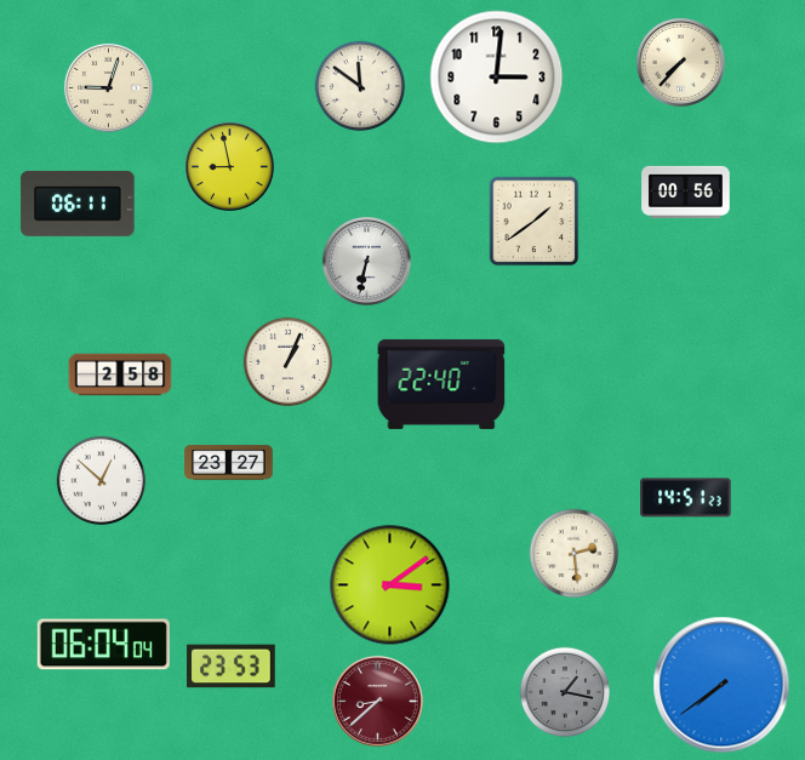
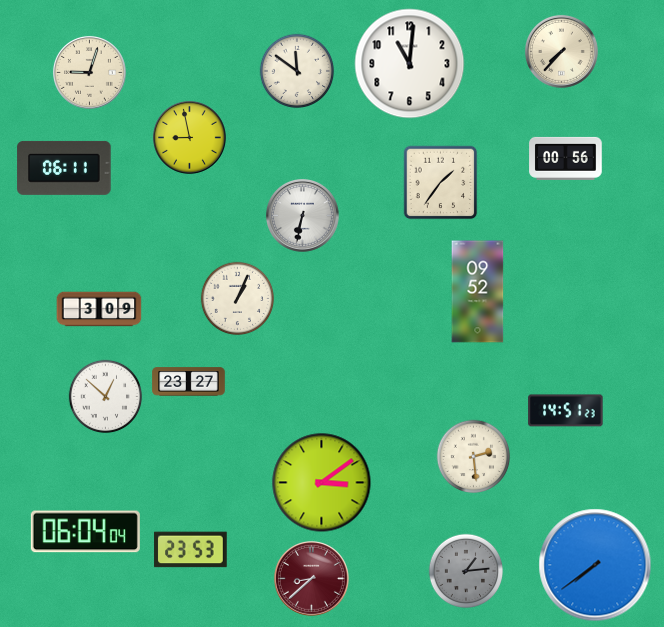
clock at (497, 78): 3:01 -> 11:01
clock at (535, 222): 1:39 -> 1:36
clock at (478, 292): none -> 09:52
clock at (120, 375): 2:58 -> 3:09
clock at (441, 384): 22:40 -> none
clock at (102, 481) position: (102, 481) -> (106, 397)
clock at (565, 692): 1:17 -> 1:14
